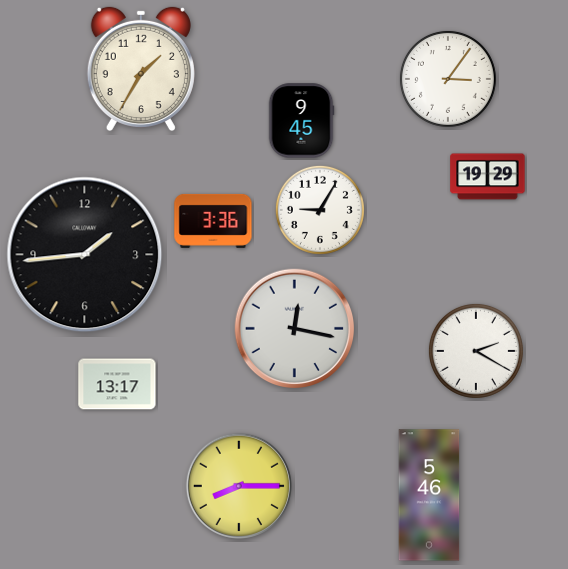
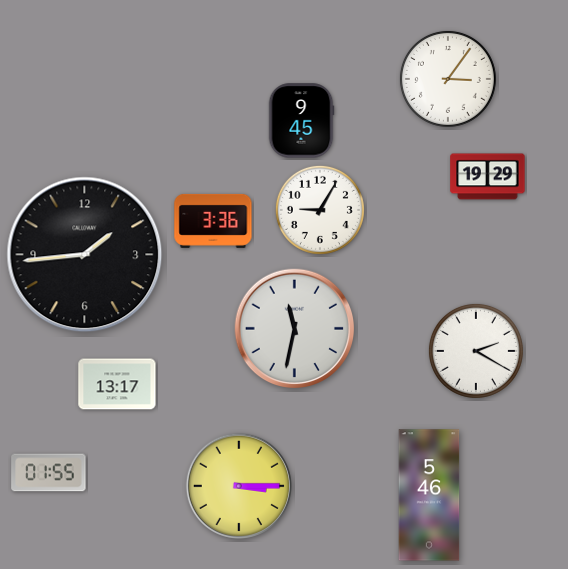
clock at (141, 69): 1:35 -> none
clock at (295, 329): 12:17 -> 11:32
clock at (49, 473): none -> 01:55
clock at (239, 486): 8:15 -> 3:15
